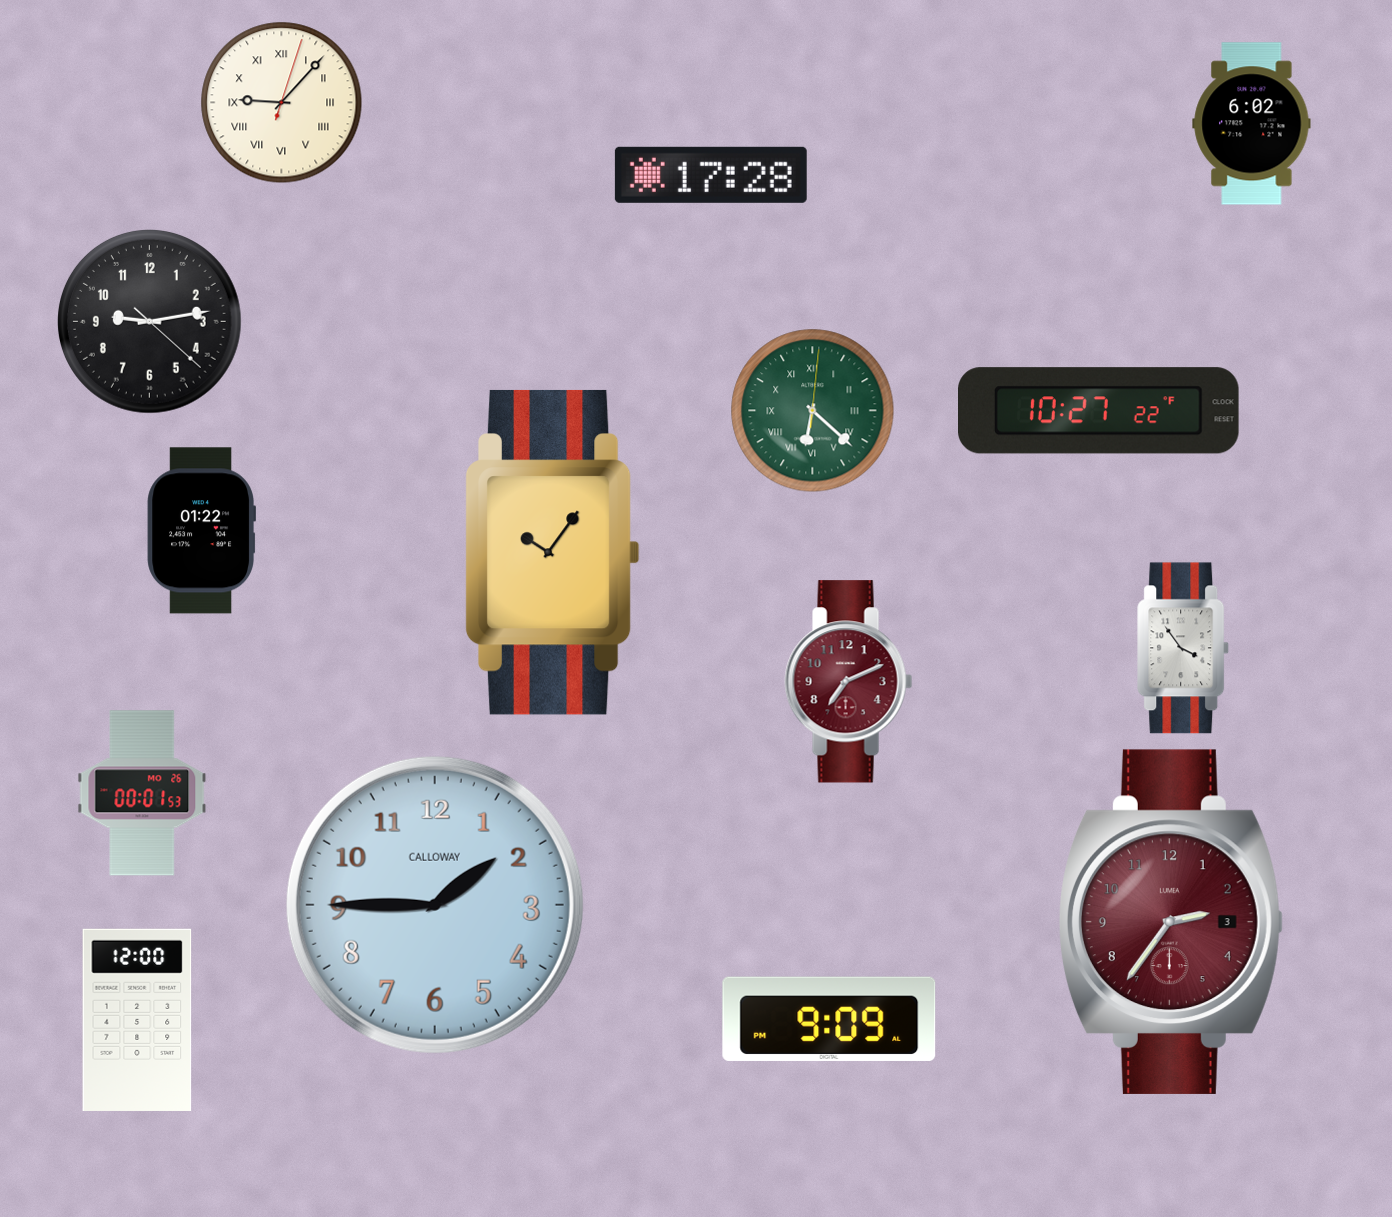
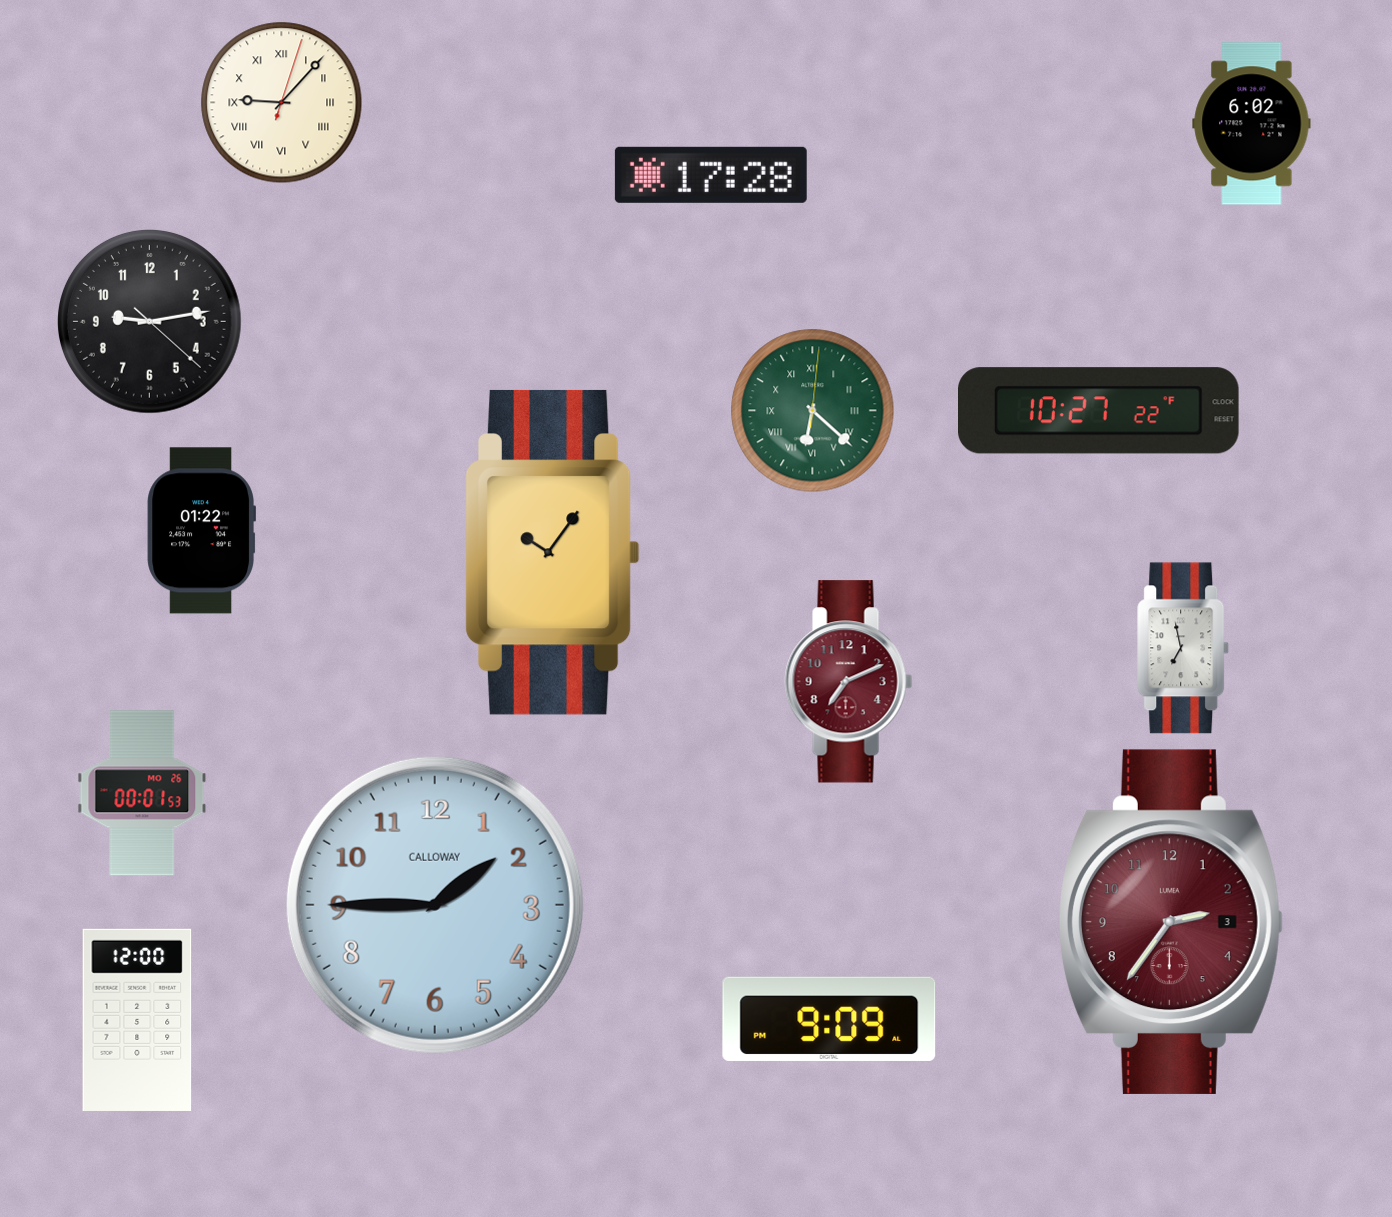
clock at (1184, 648): 3:54 -> 6:58
